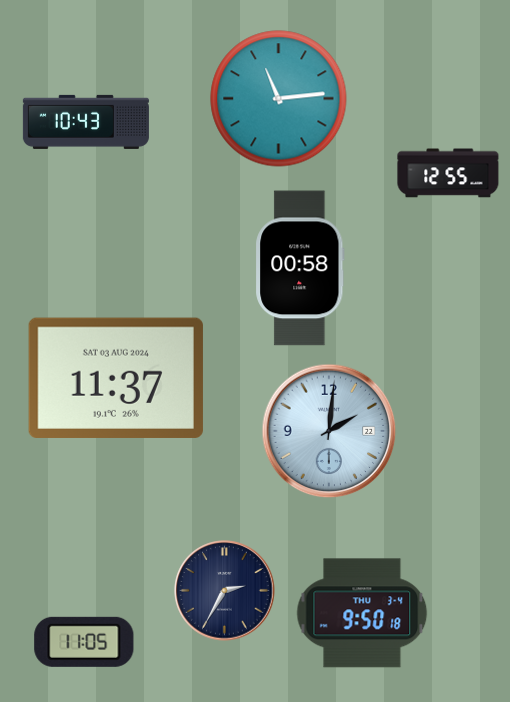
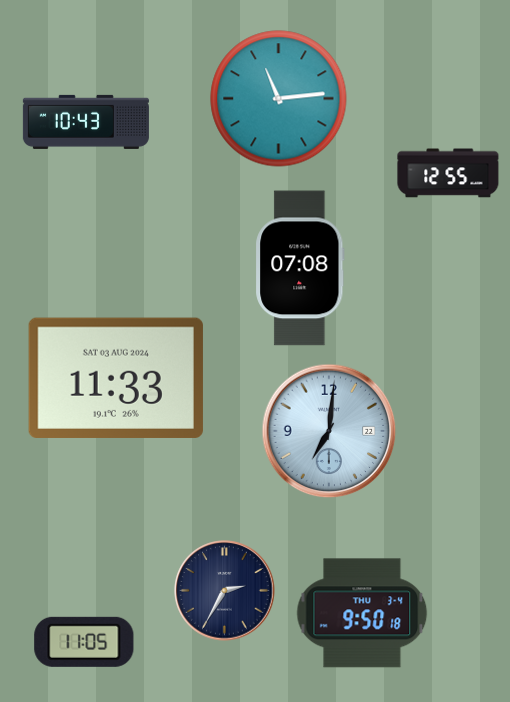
clock at (300, 268): 00:58 -> 07:08
clock at (116, 378): 11:37 -> 11:33
clock at (329, 431): 2:01 -> 7:01
